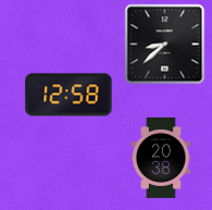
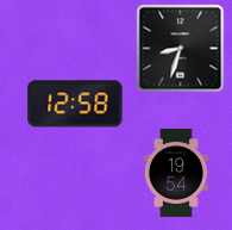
clock at (165, 45): 8:38 -> 8:33
clock at (161, 158): 20:38 -> 19:54
